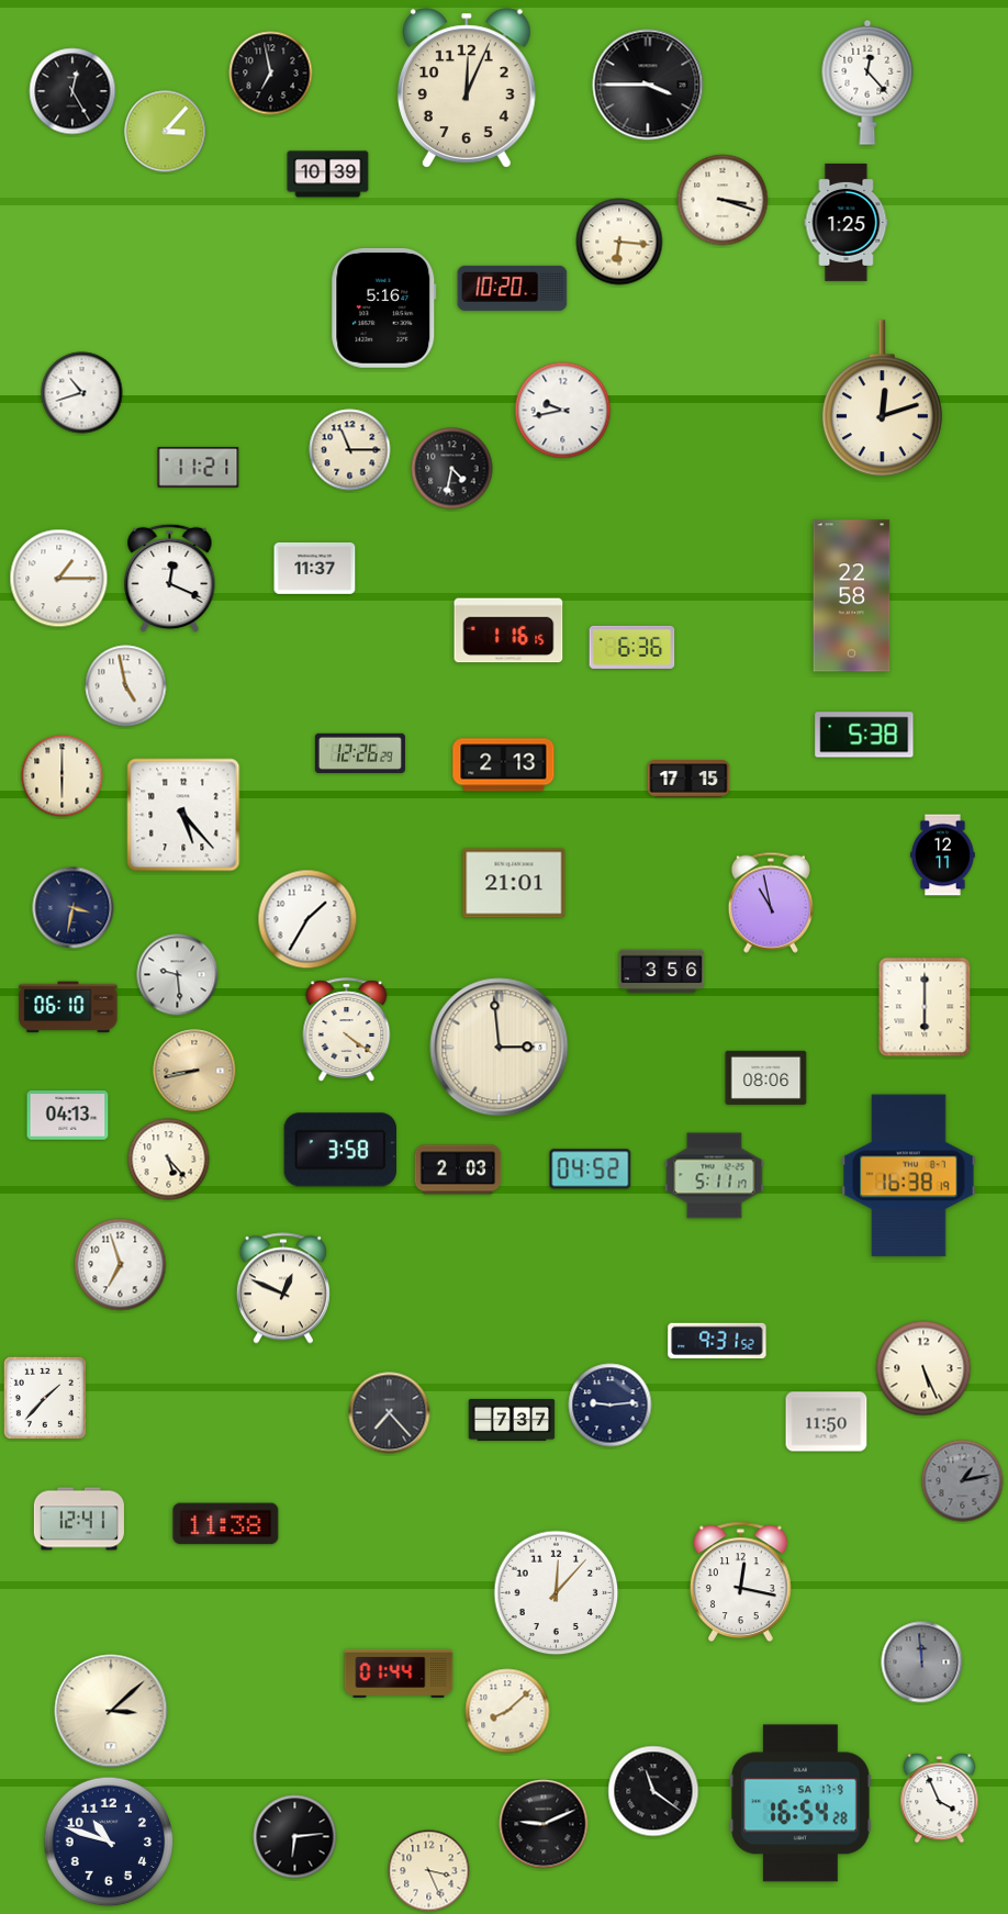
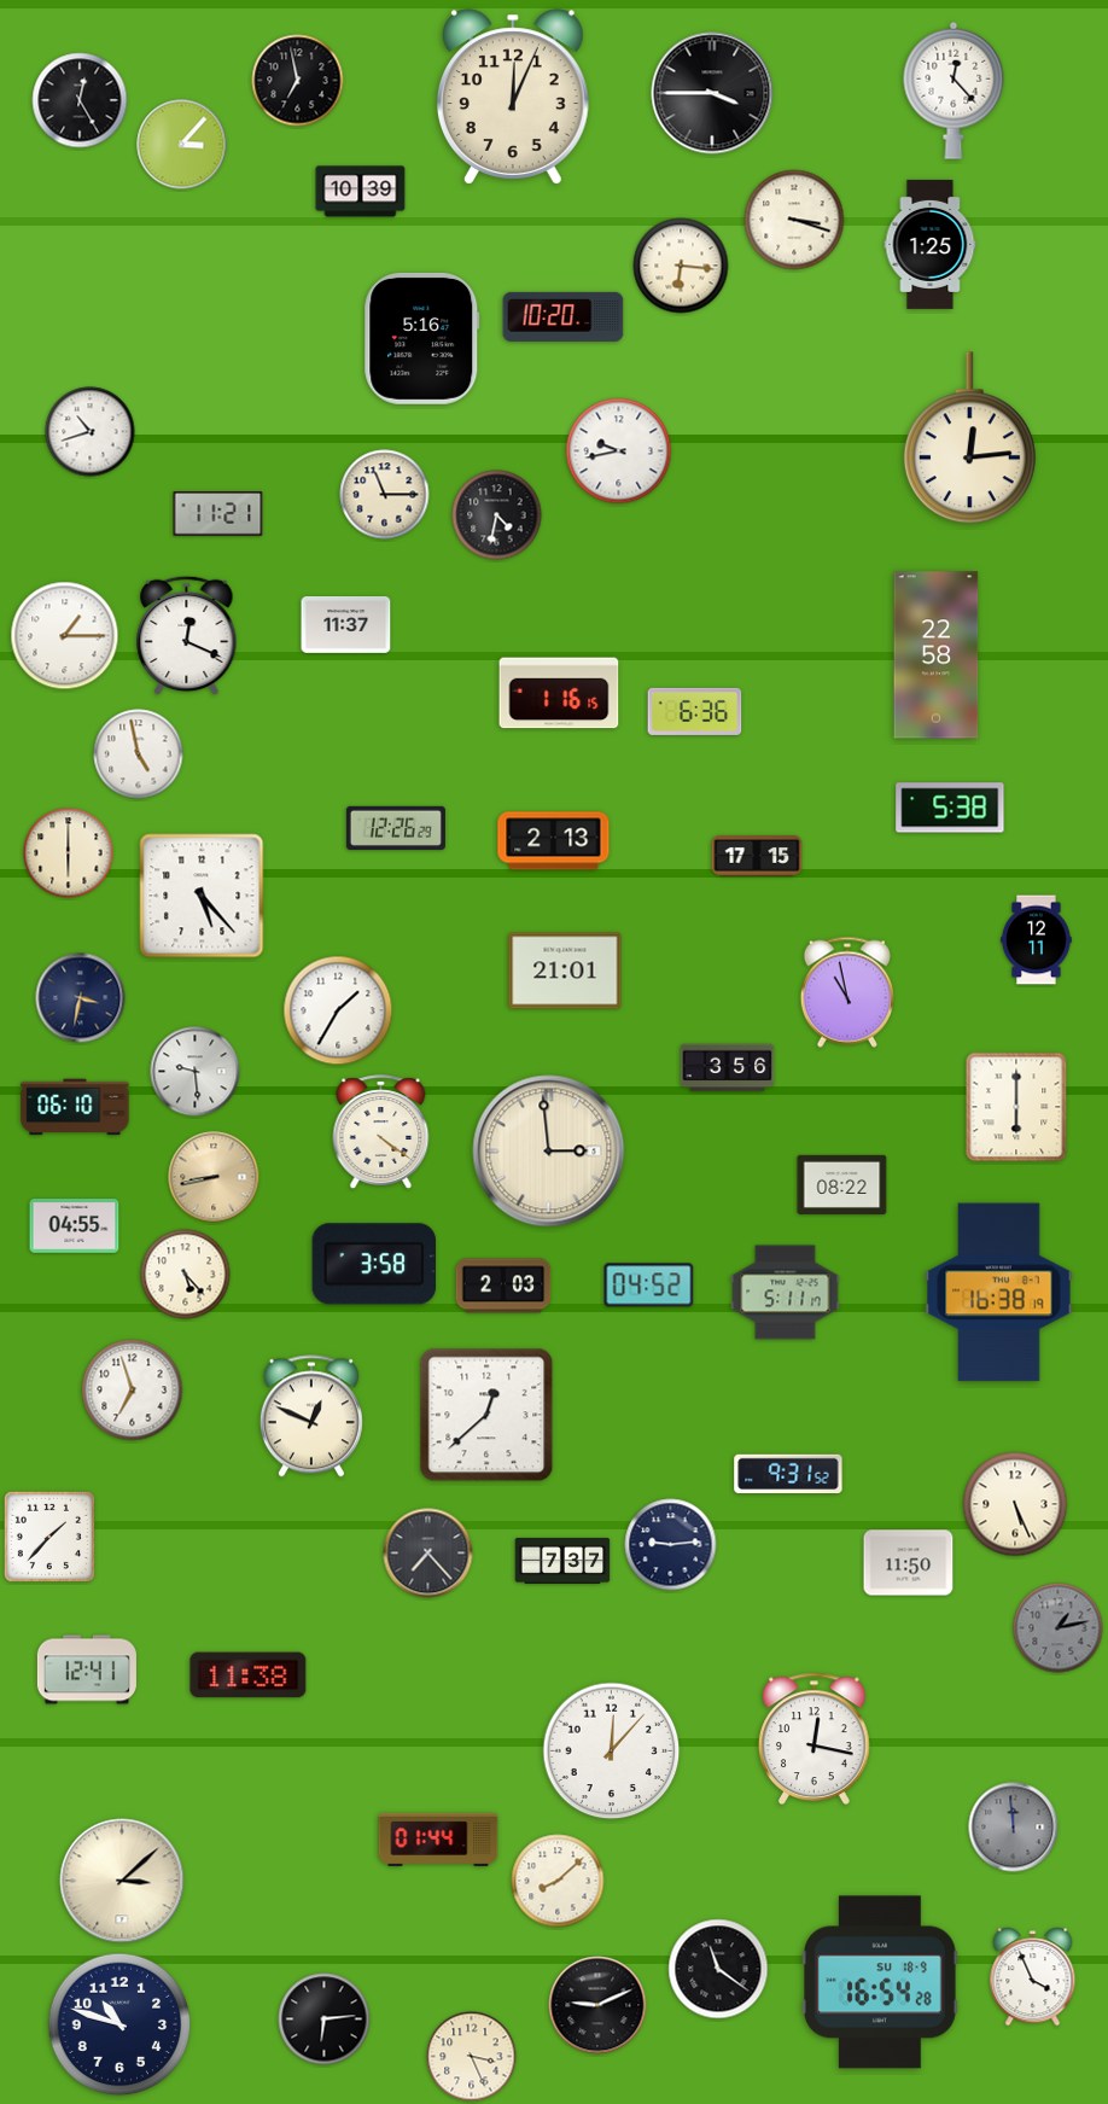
clock at (882, 399): 12:12 -> 12:14
clock at (766, 1077): 08:06 -> 08:22
clock at (68, 1116): 04:13 -> 04:55
clock at (486, 1415): none -> 12:38
clock at (800, 1803) date: SA 17-9 -> SU 18-9
